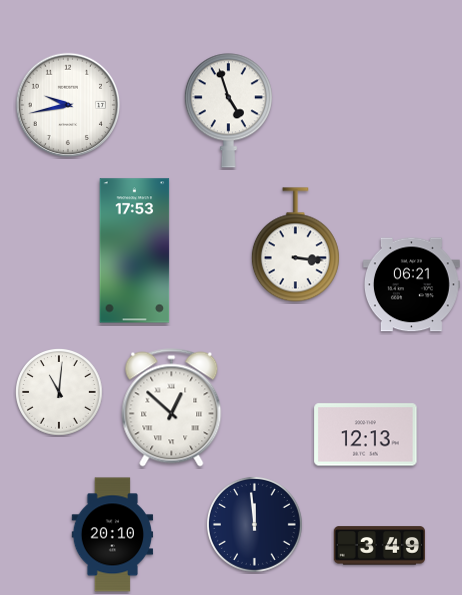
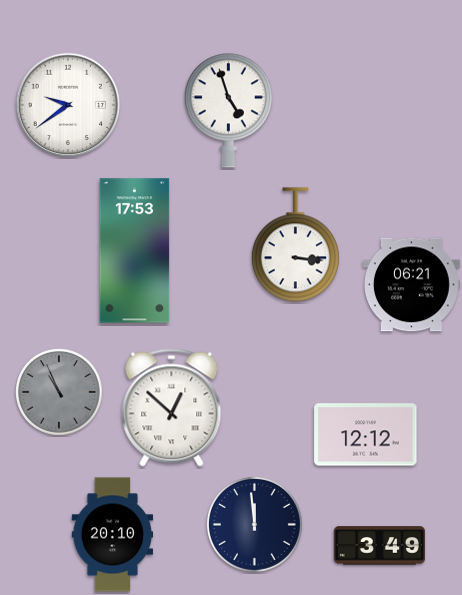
clock at (68, 105): 9:43 -> 9:39
clock at (60, 393): 11:01 -> 10:56
clock at (60, 393) dial: white -> grey
clock at (366, 435): 12:13 -> 12:12
